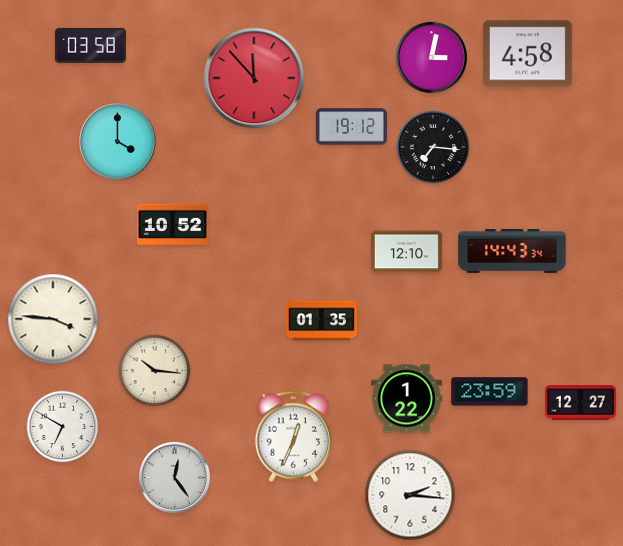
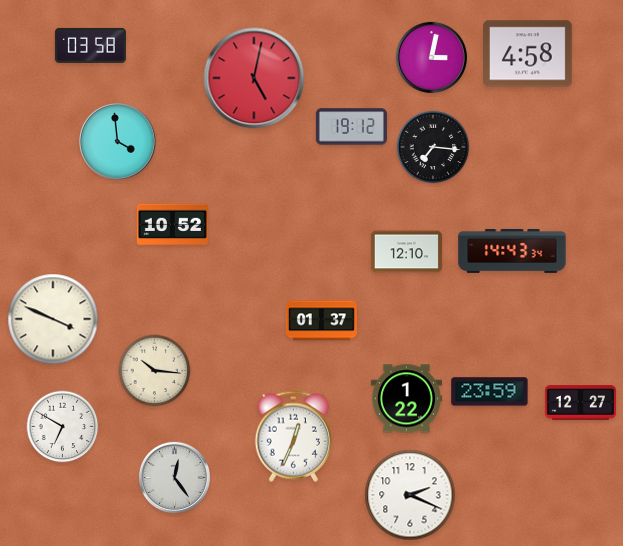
clock at (254, 78): 11:53 -> 5:02
clock at (118, 142): 4:00 -> 3:59
clock at (53, 319): 3:46 -> 3:49
clock at (321, 321): 01:35 -> 01:37
clock at (410, 495): 2:16 -> 2:19
